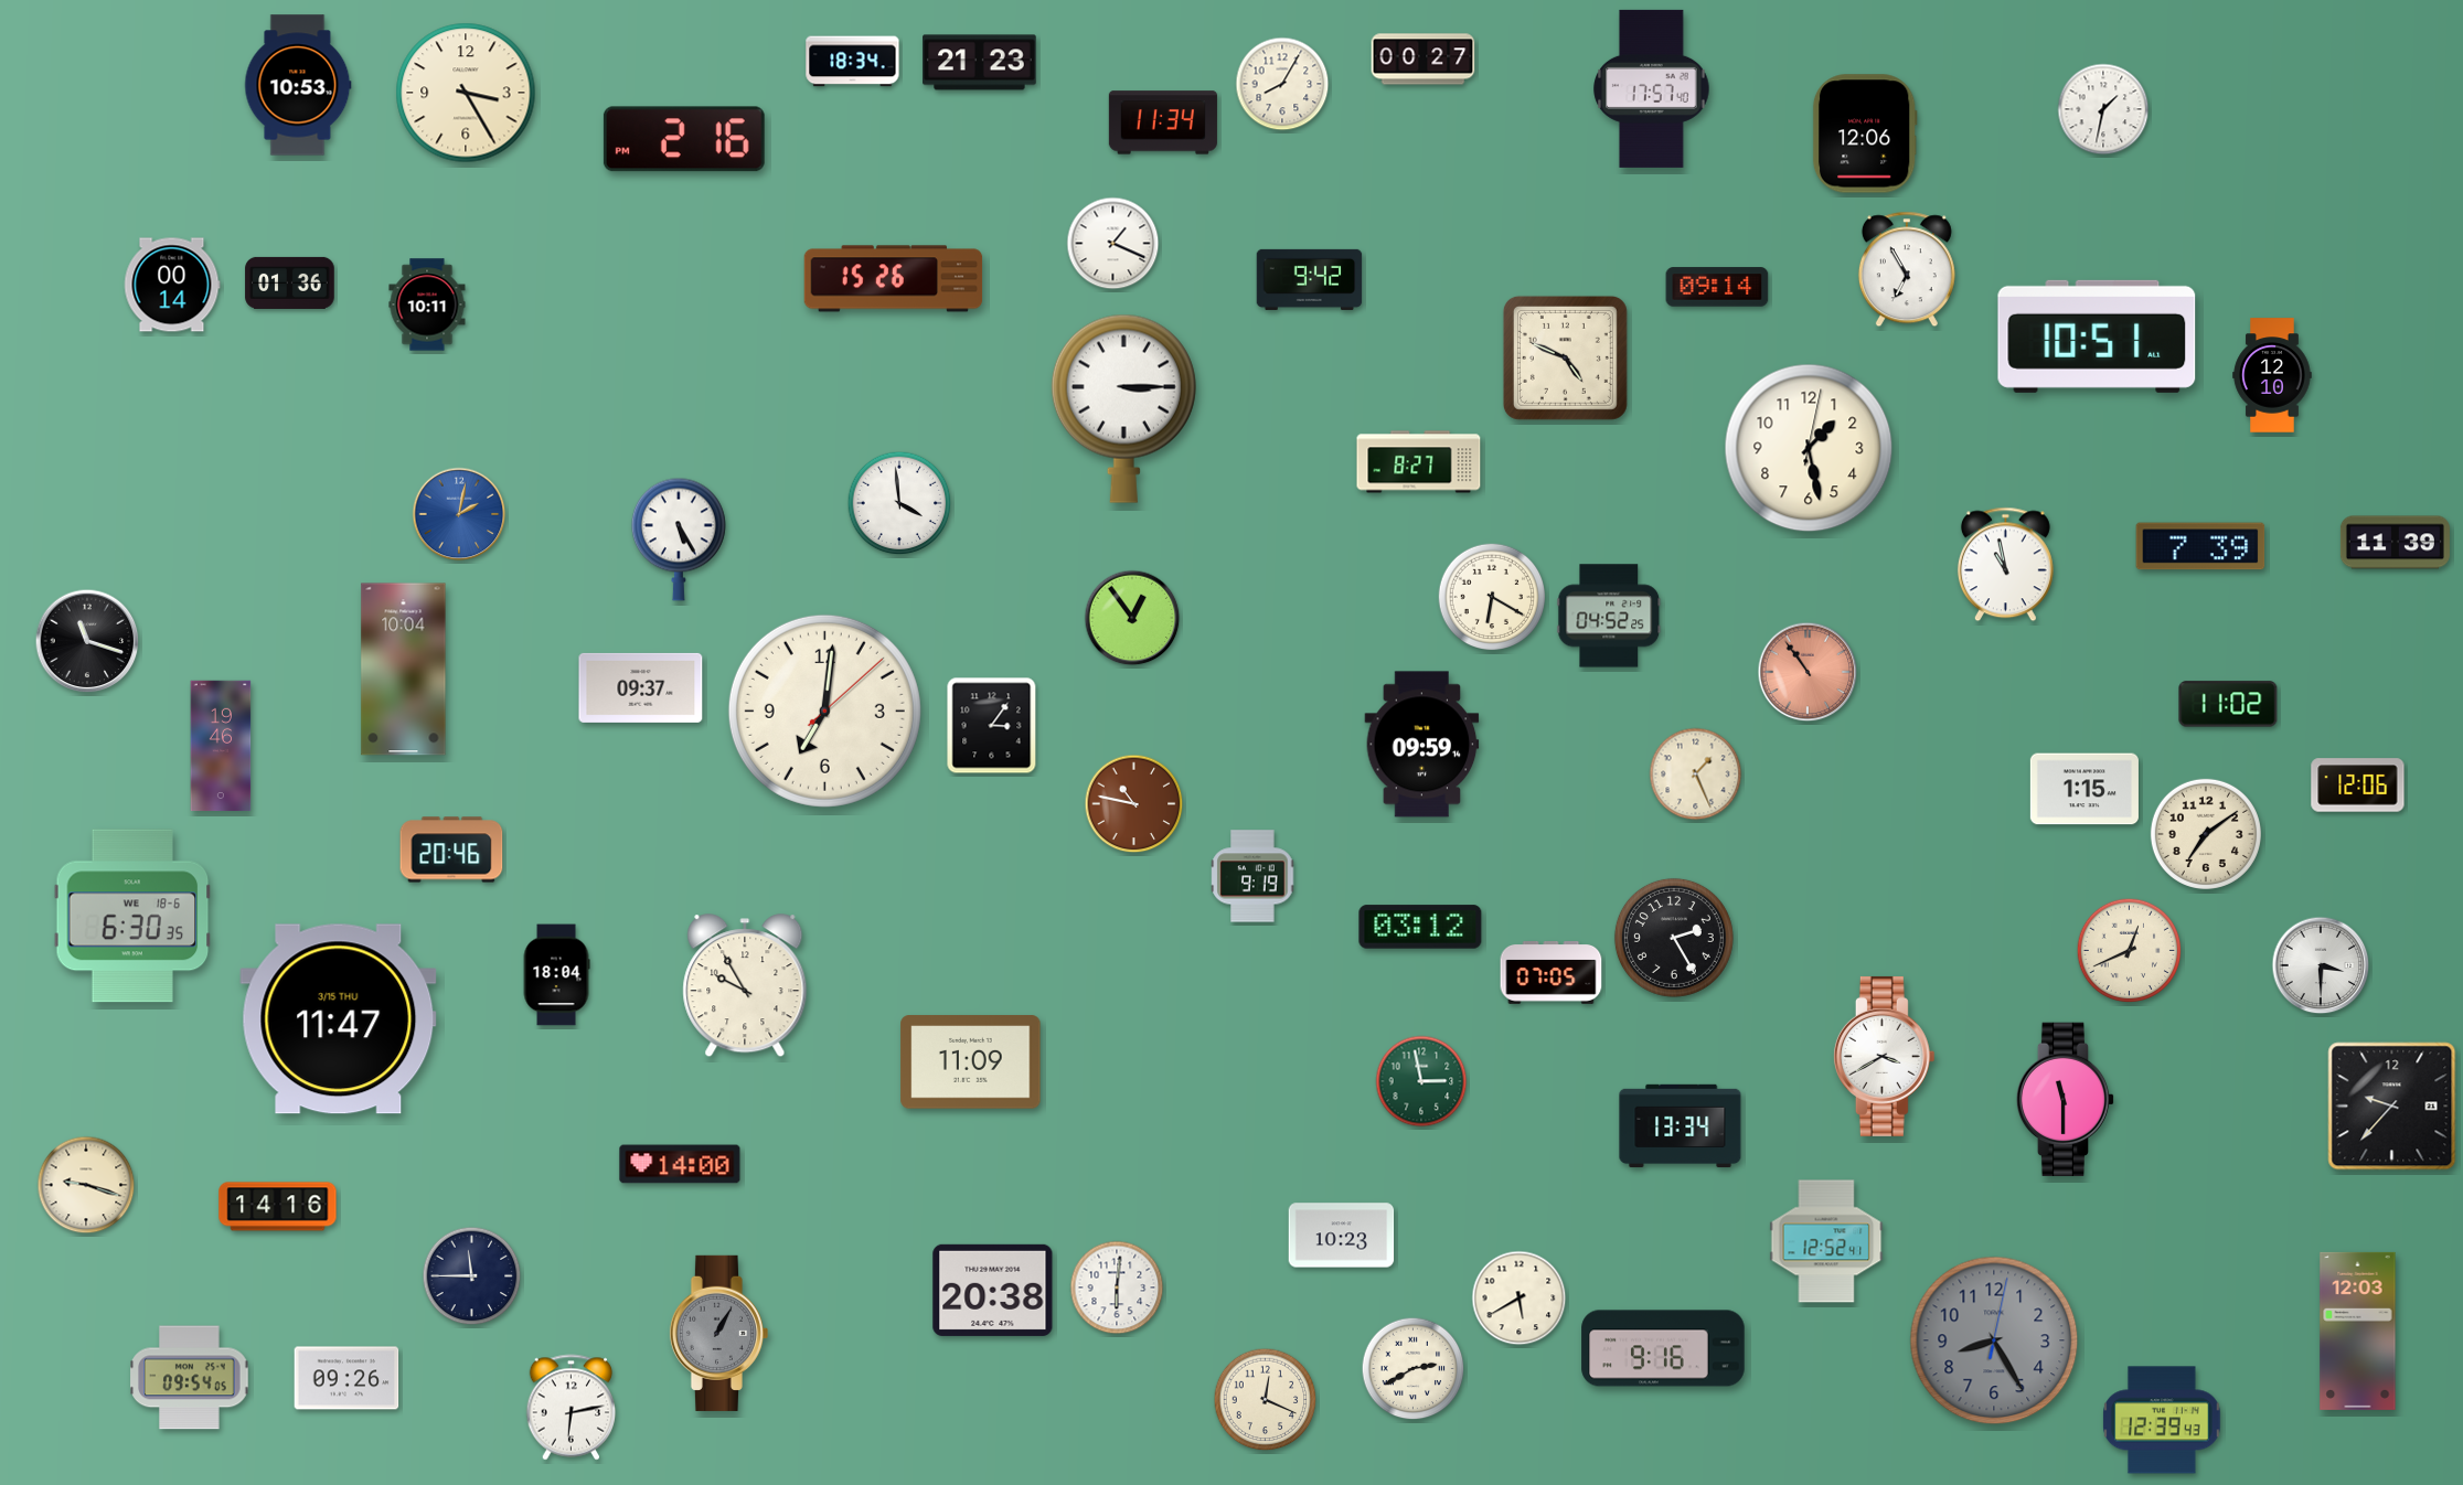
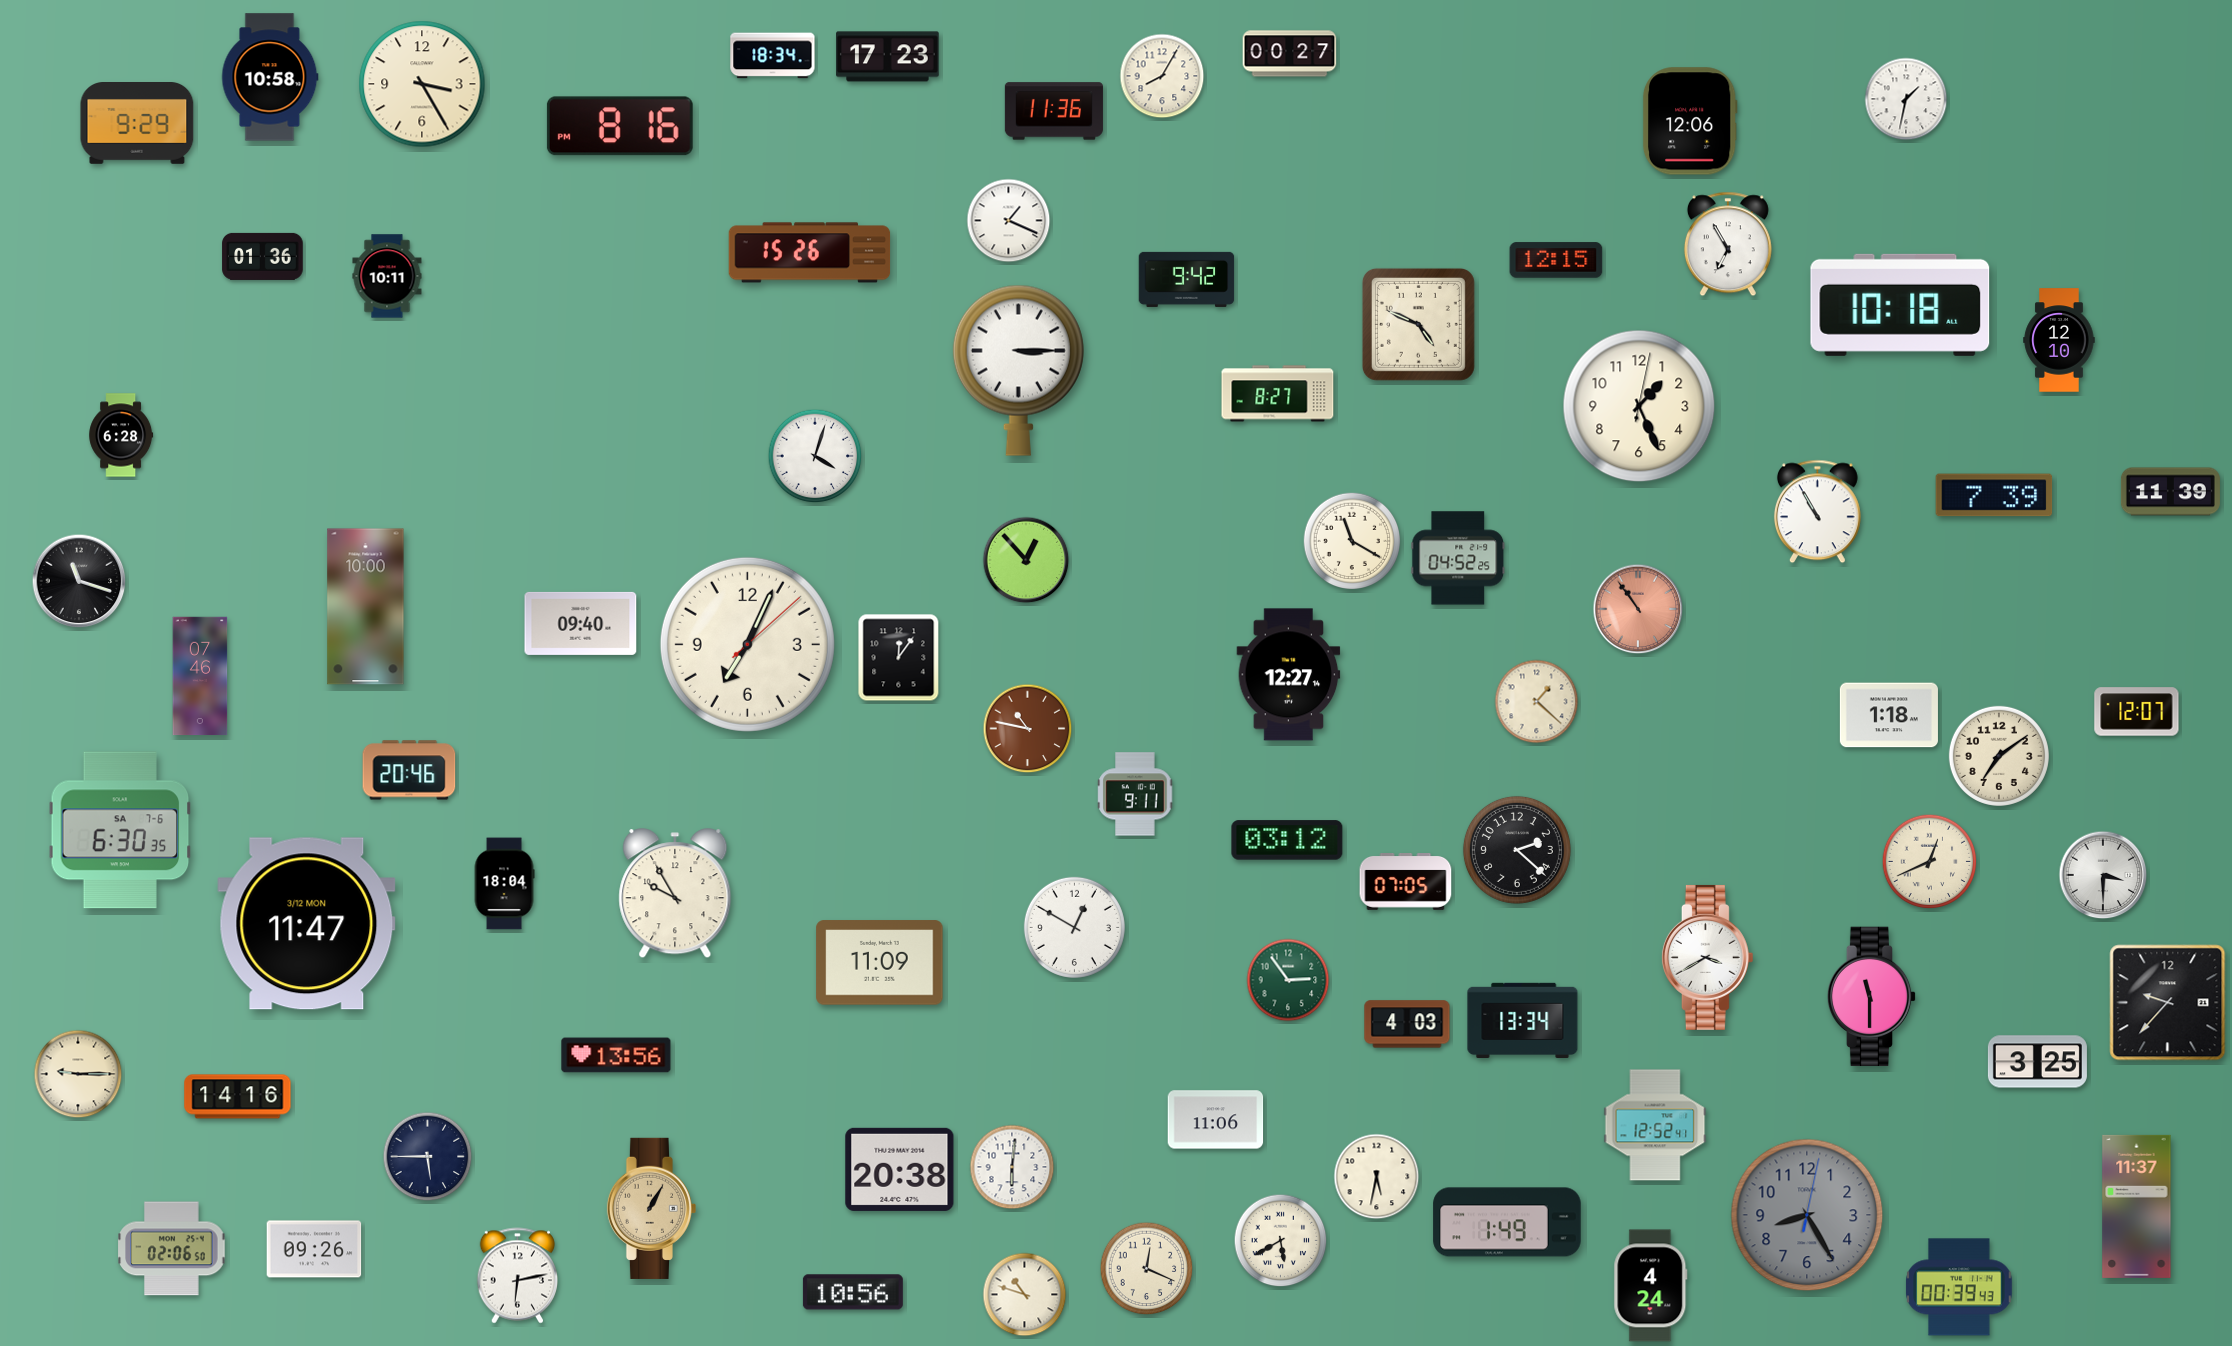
clock at (980, 63): 21:23 -> 17:23
clock at (298, 85): 10:53 -> 10:58
clock at (1652, 88): 17:57 -> none
clock at (1163, 122): 11:34 -> 11:36
clock at (137, 124): none -> 9:29
clock at (684, 139): 2:16 -> 8:16
clock at (1310, 279) position: (1310, 279) -> (1187, 279)
clock at (172, 285): 00:14 -> none
clock at (1717, 287): 09:14 -> 12:15
clock at (2097, 336): 10:51 -> 10:18
clock at (1809, 448): 1:28 -> 1:26
clock at (1419, 462) position: (1419, 462) -> (1278, 394)
clock at (121, 435): none -> 6:28
clock at (899, 503): 3:59 -> 4:03
clock at (459, 514): 2:02 -> none
clock at (679, 539): 5:25 -> none
clock at (2005, 565): 10:58 -> 10:55
clock at (1492, 597): 6:20 -> 11:20
clock at (1132, 618): 12:54 -> 12:53
clock at (404, 670): 10:04 -> 10:00
clock at (641, 687): 09:37 -> 09:40
clock at (2228, 704): 11:02 -> none
clock at (824, 711): 7:01 -> 7:04
clock at (992, 726): 3:06 -> 12:06
clock at (1422, 745): 09:59 -> 12:27
clock at (221, 746): 19:46 -> 07:46
clock at (1696, 774): 1:26 -> 1:22
clock at (2358, 786): 12:06 -> 12:07
clock at (2085, 789): 1:15 -> 1:18
clock at (1252, 876): 9:19 -> 9:11
clock at (132, 916) date: WE 18-6 -> SA 7-6
clock at (1674, 938): 2:25 -> 2:22
clock at (339, 1019) date: 3/15 THU -> 3/12 MON
clock at (1074, 927): none -> 12:50
clock at (1421, 1081): 2:58 -> 2:54
clock at (1407, 1024): none -> 4:03
clock at (680, 1164): 14:00 -> 13:56
clock at (2037, 1062): none -> 3:25
clock at (86, 1185): 9:18 -> 9:15
clock at (278, 1207) position: (278, 1207) -> (238, 1097)
clock at (1342, 1236): 10:23 -> 11:06
clock at (472, 1276): 11:45 -> 5:45
clock at (1520, 1299): 5:40 -> 5:32
clock at (2358, 1331): 12:03 -> 11:37
clock at (718, 1333) dial: grey -> champagne
clock at (1663, 1348): 9:16 -> 1:49
clock at (1414, 1369): 2:40 -> 5:40
clock at (190, 1378): 09:54 -> 02:06
clock at (1651, 1286): none -> 4:24
clock at (2162, 1420): 12:39 -> 00:39
clock at (853, 1292): none -> 10:56
clock at (1025, 1295): none -> 10:48
